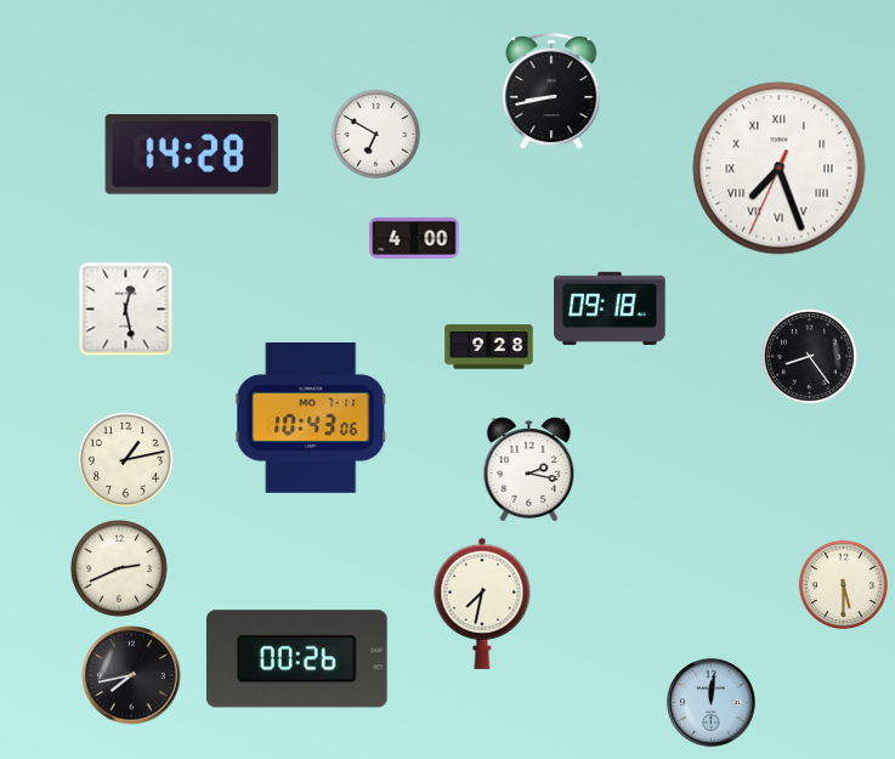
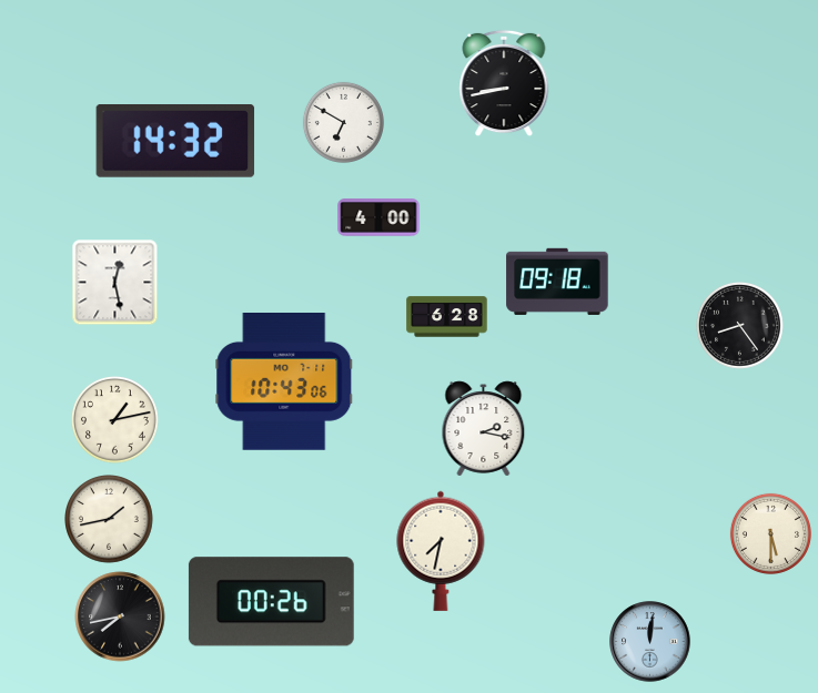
clock at (192, 155): 14:28 -> 14:32
clock at (780, 169): 7:26 -> none
clock at (489, 347): 9:28 -> 6:28
clock at (120, 570): 2:41 -> 1:43
